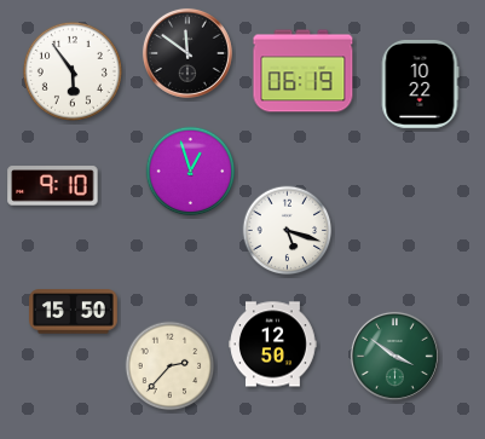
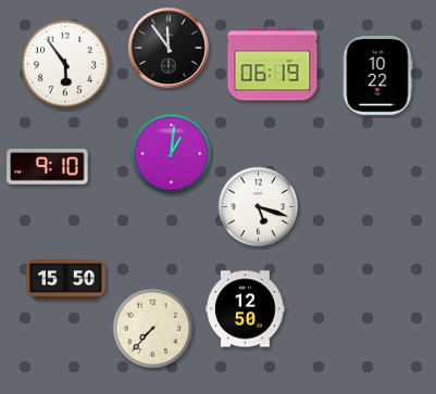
clock at (187, 53): 11:51 -> 11:54
clock at (191, 172): 12:57 -> 1:01
clock at (394, 356): 3:51 -> none
clock at (171, 366): 2:37 -> 7:37
